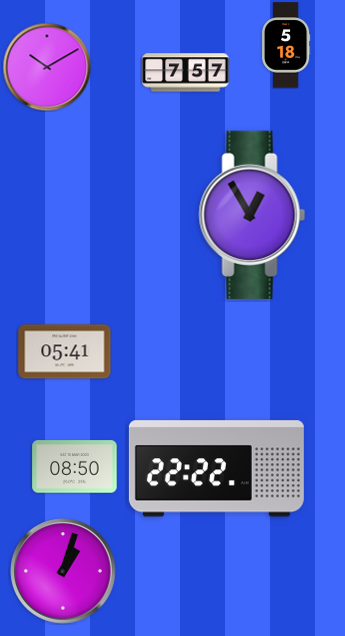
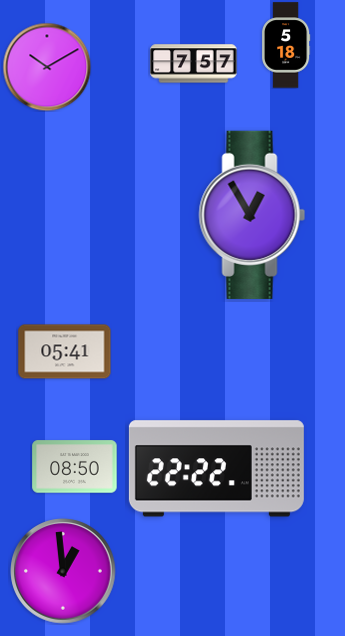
clock at (186, 73) position: (186, 73) -> (194, 64)
clock at (63, 571): 1:03 -> 12:59
